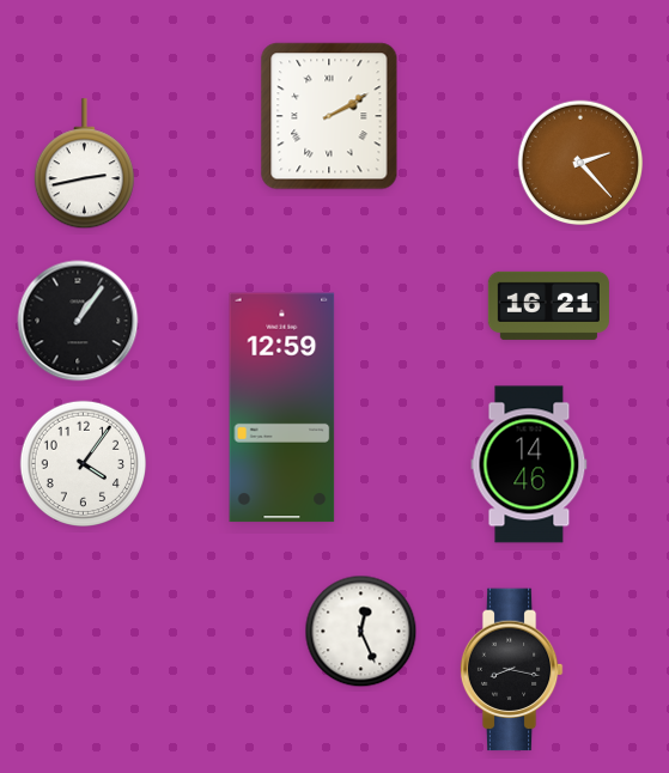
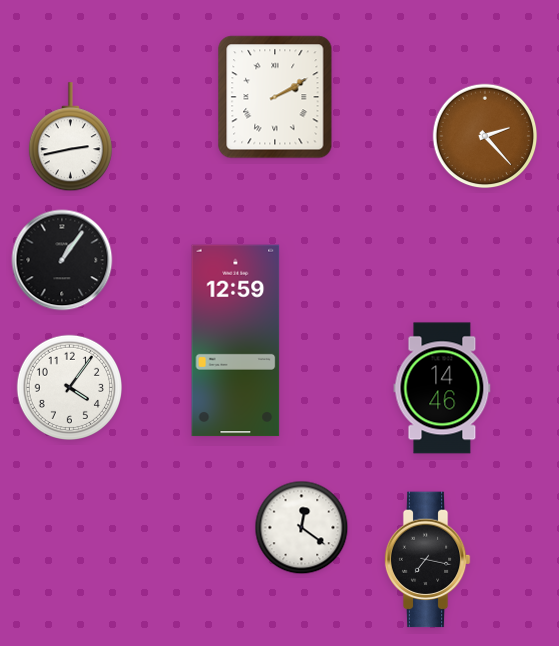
clock at (548, 305): 16:21 -> none
clock at (78, 321) position: (78, 321) -> (62, 260)
clock at (361, 632): 12:26 -> 12:21
clock at (511, 670): 8:17 -> 7:17
